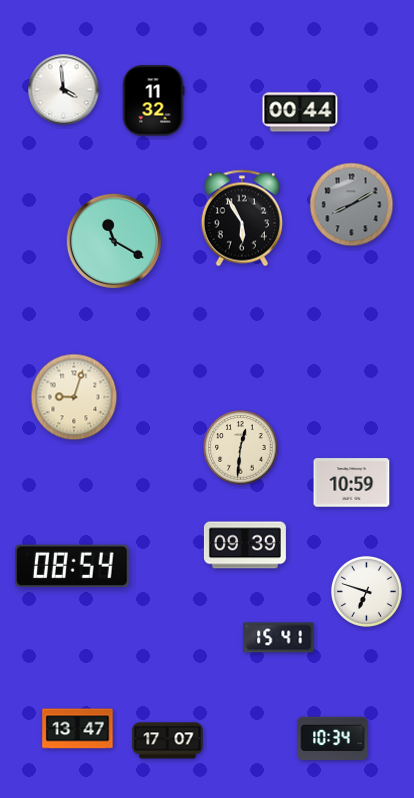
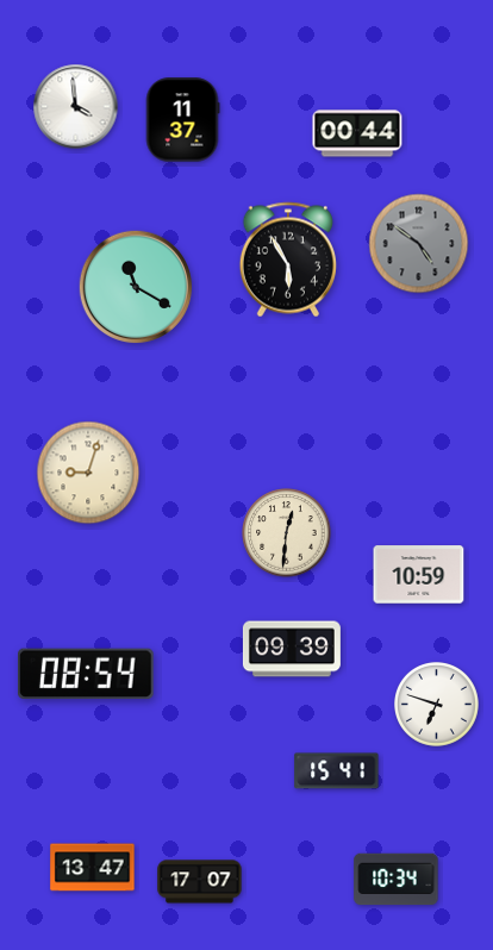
clock at (153, 101): 11:32 -> 11:37
clock at (352, 205): 8:10 -> 4:51
clock at (279, 638) position: (279, 638) -> (337, 771)
